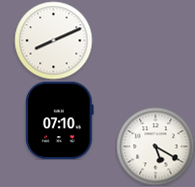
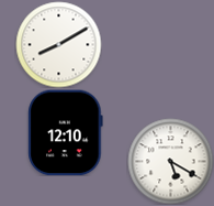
clock at (53, 40): 8:11 -> 8:10
clock at (60, 120): 07:10 -> 12:10
